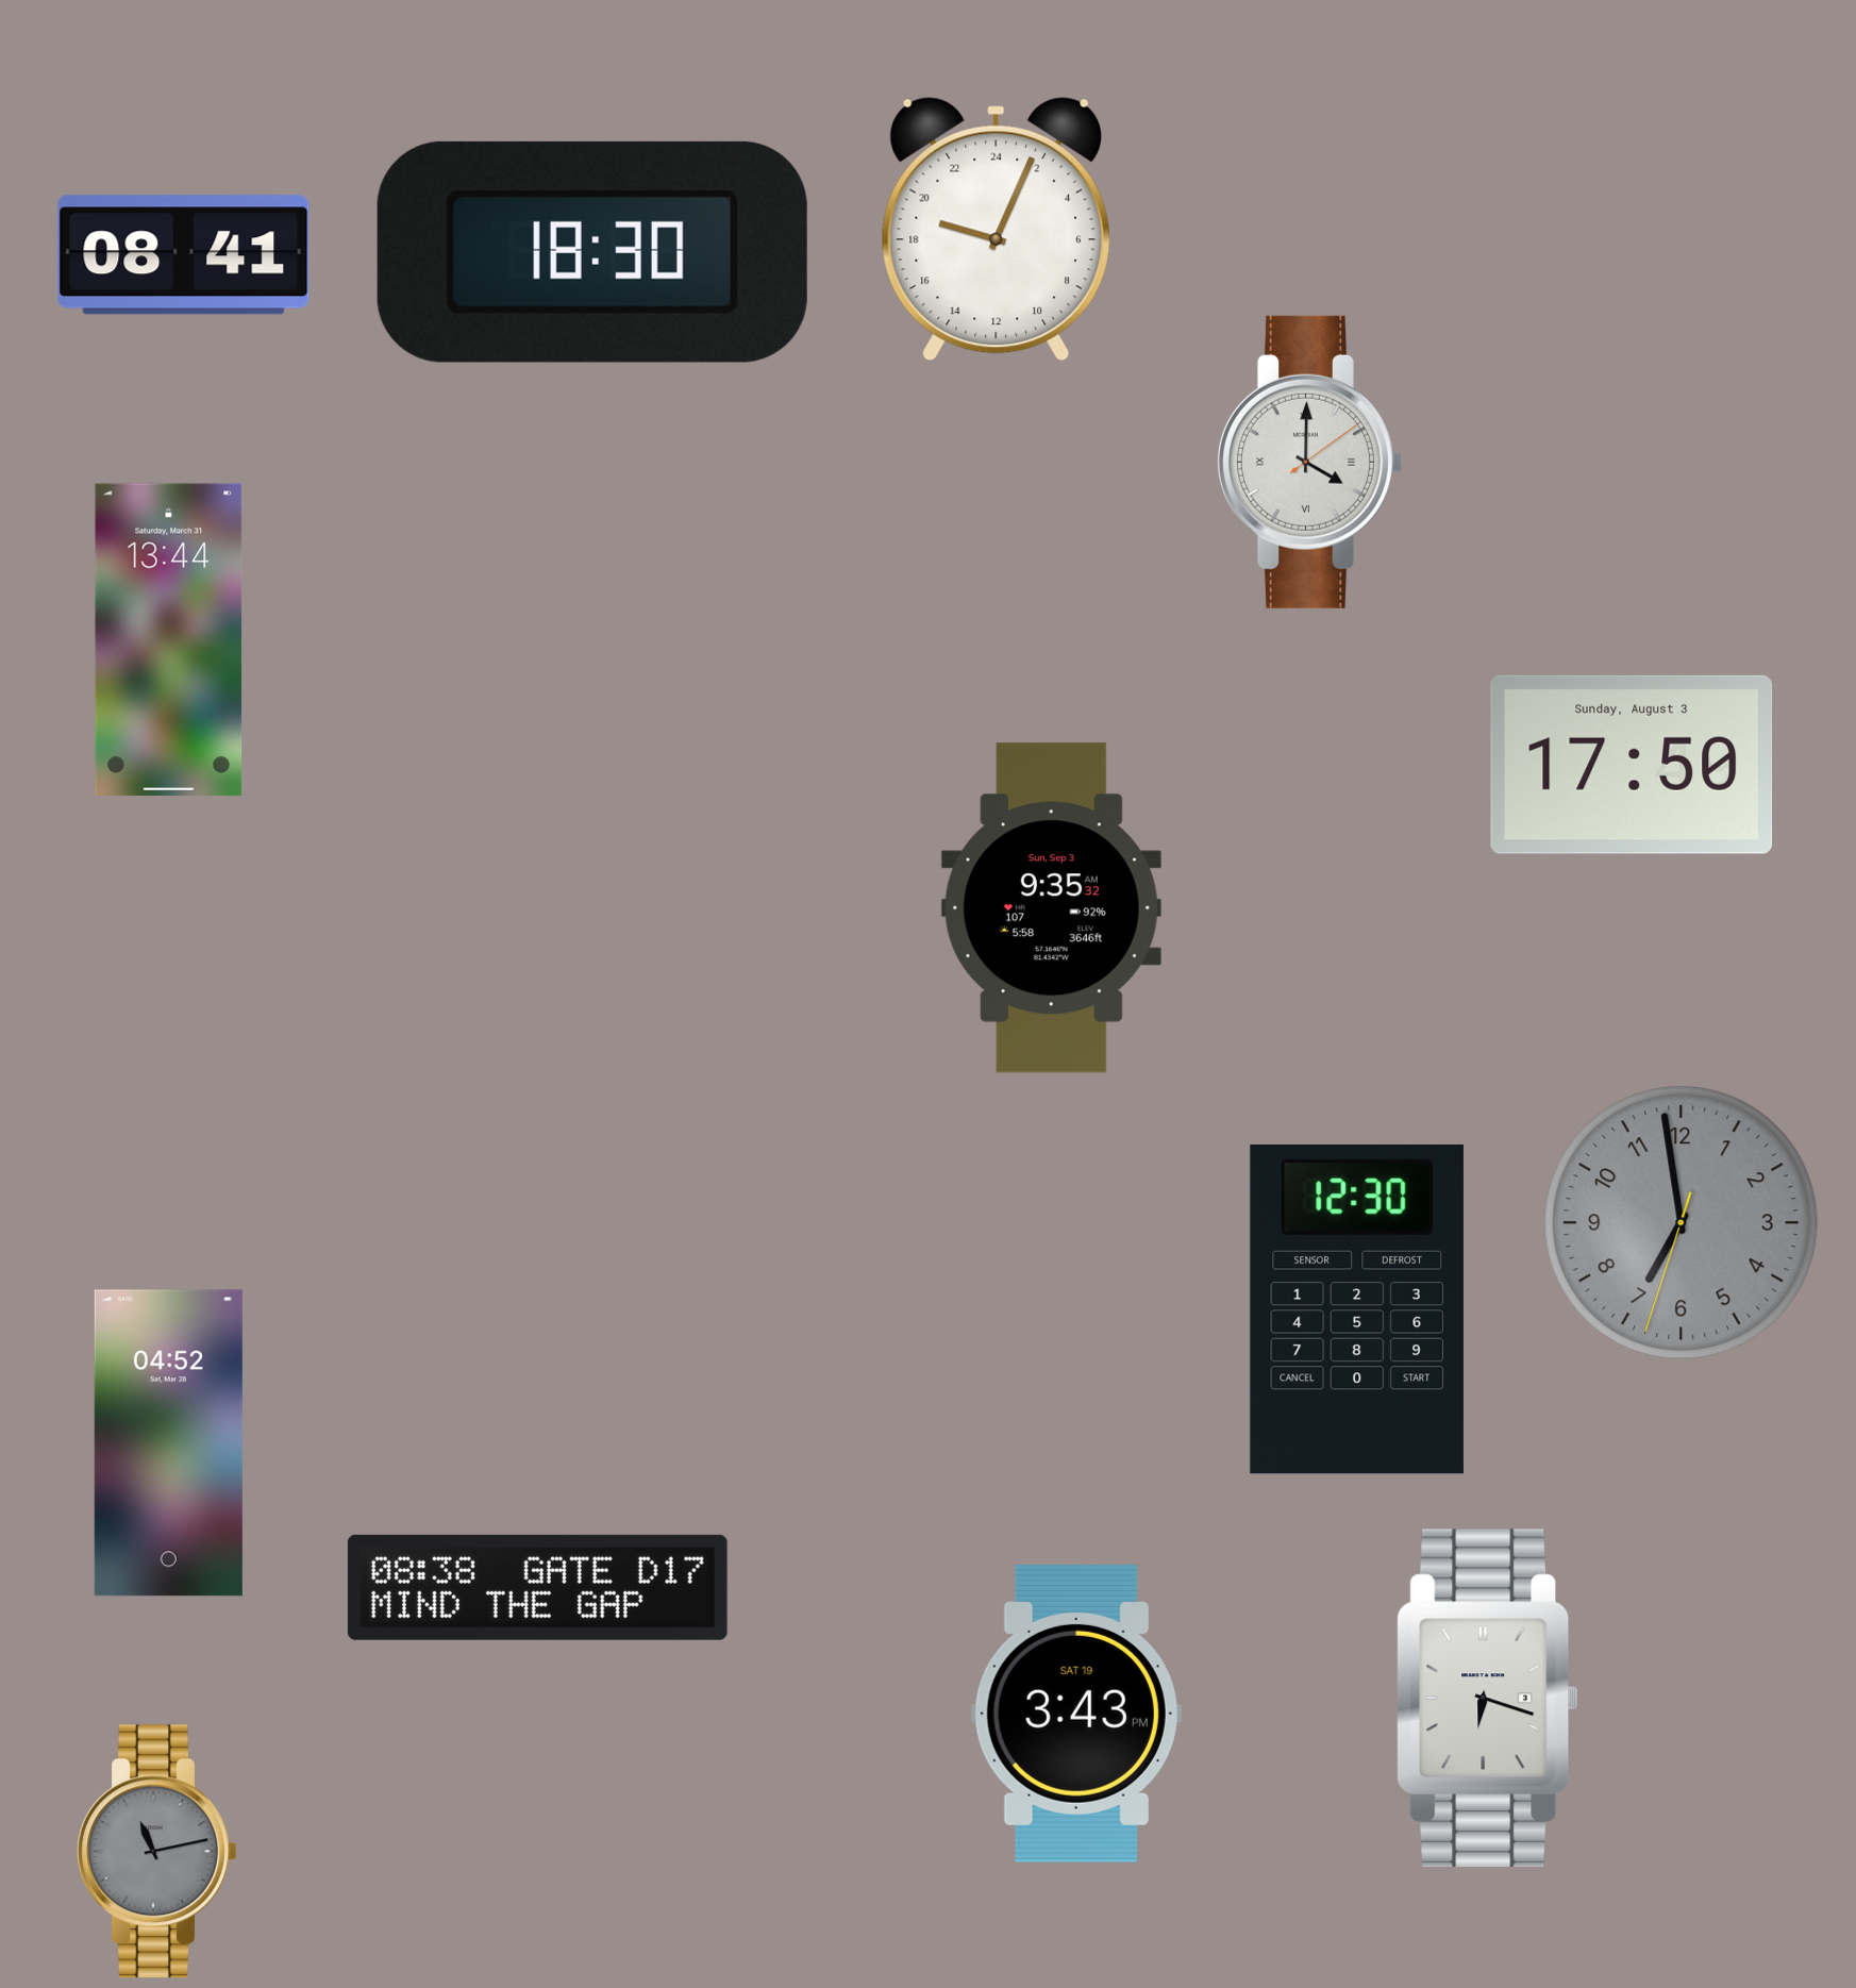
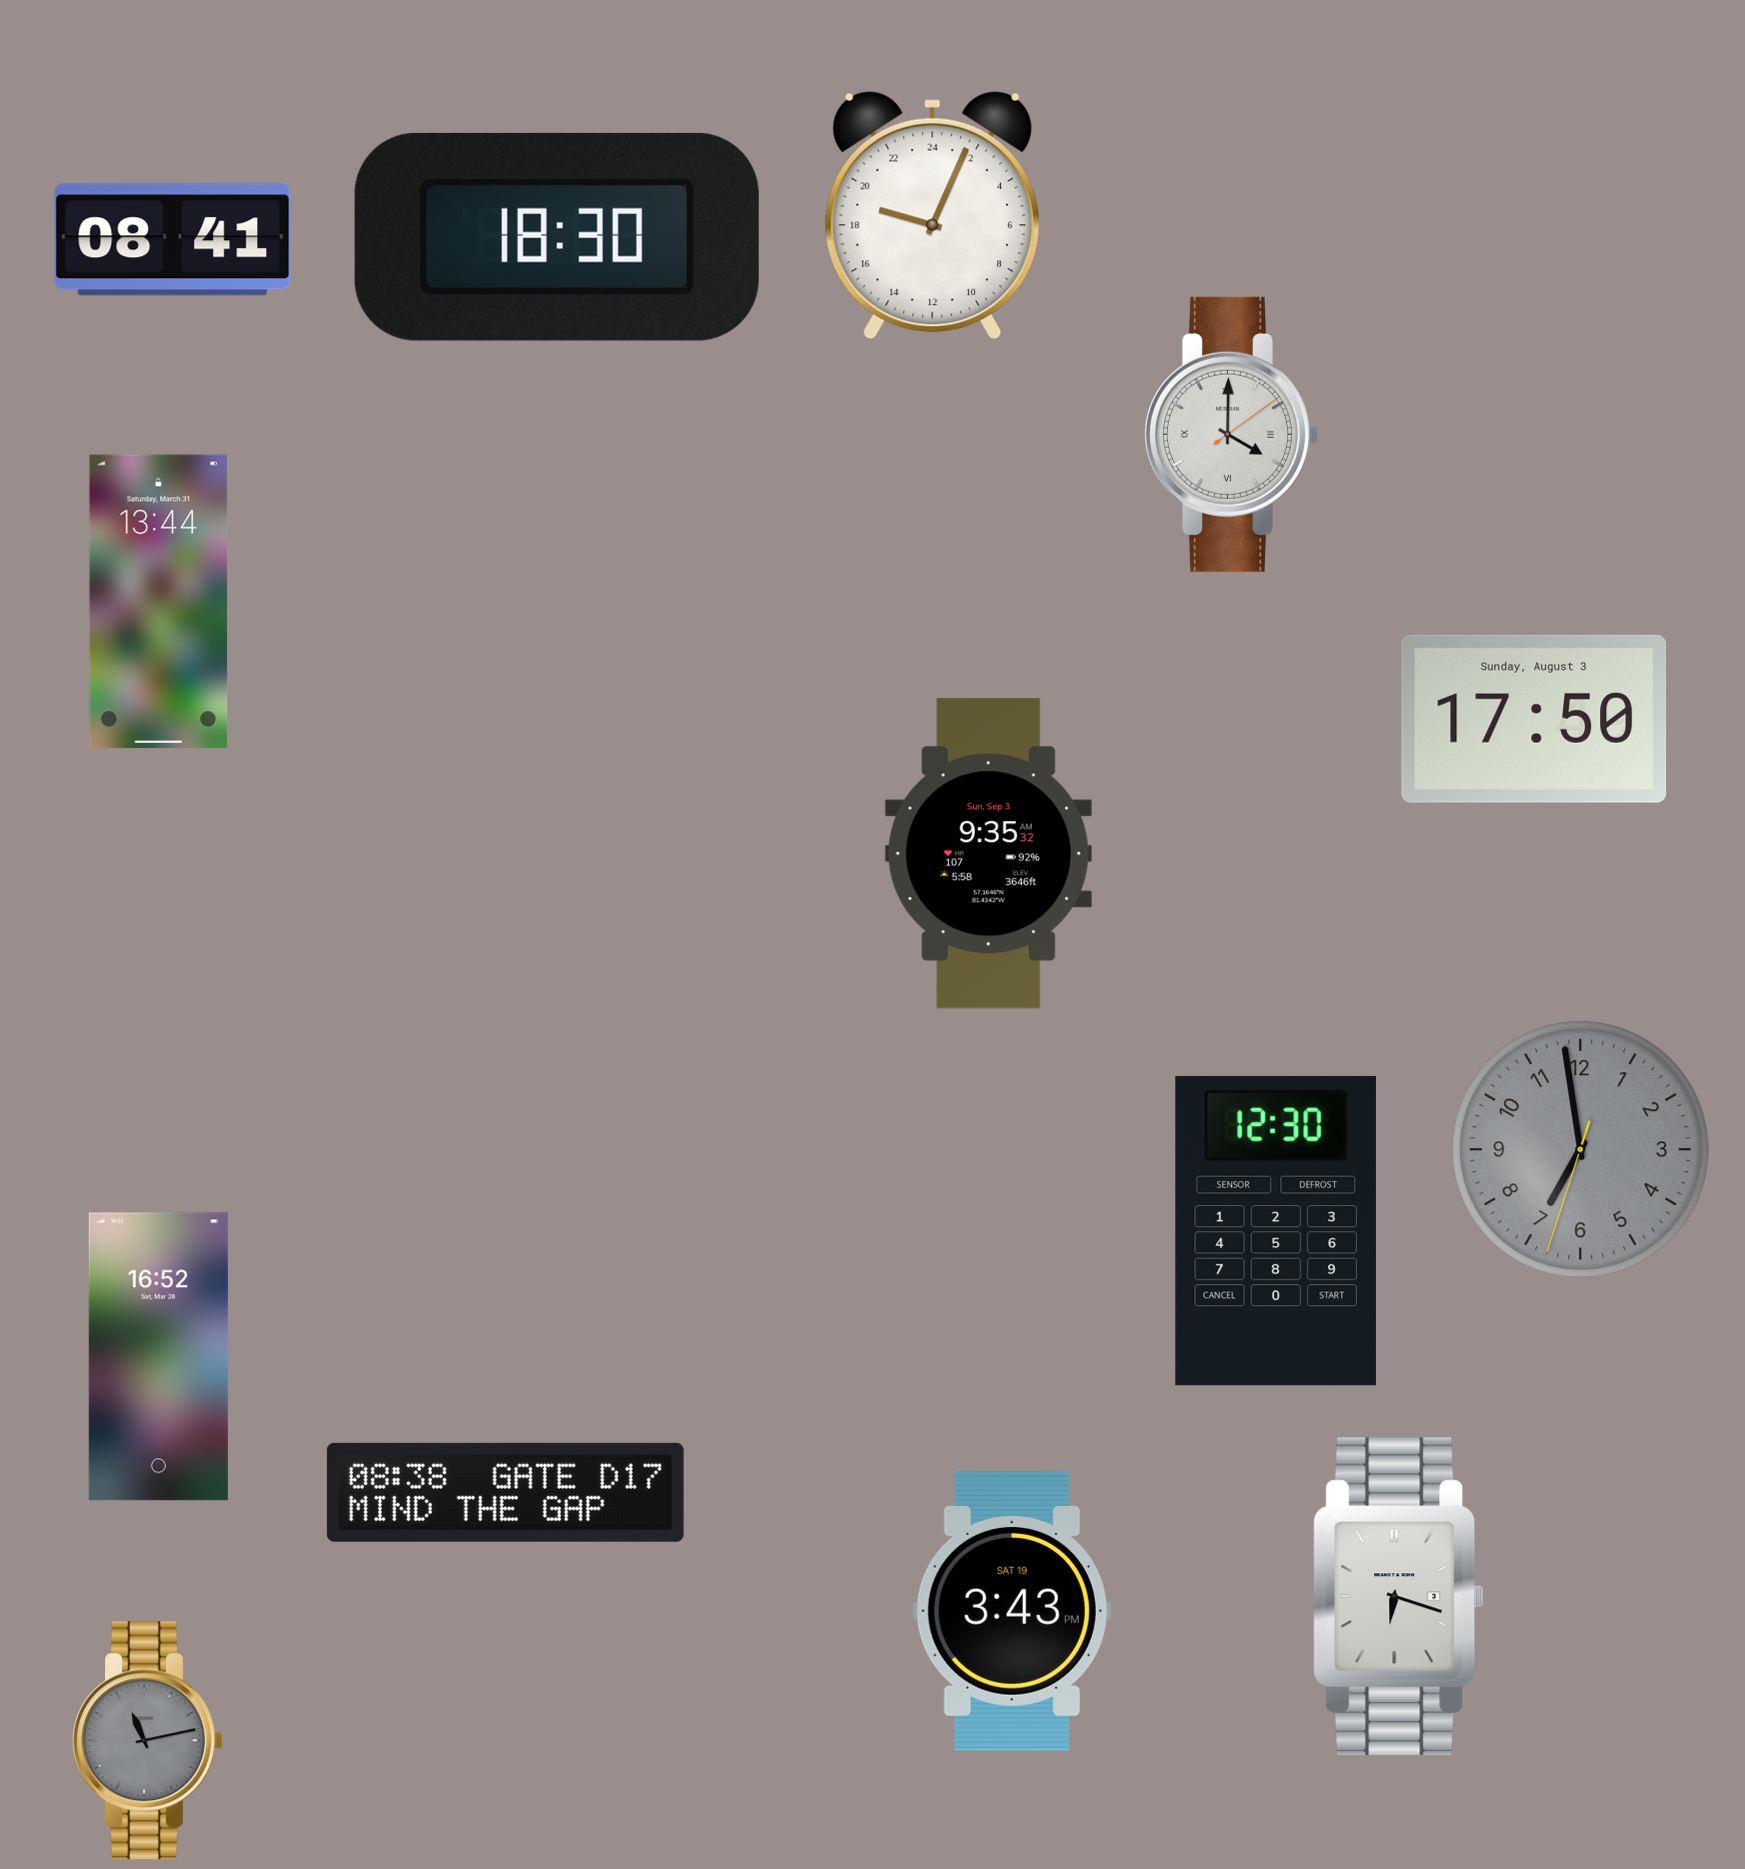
clock at (997, 230) position: (997, 230) -> (933, 216)
clock at (168, 1443): 04:52 -> 16:52
